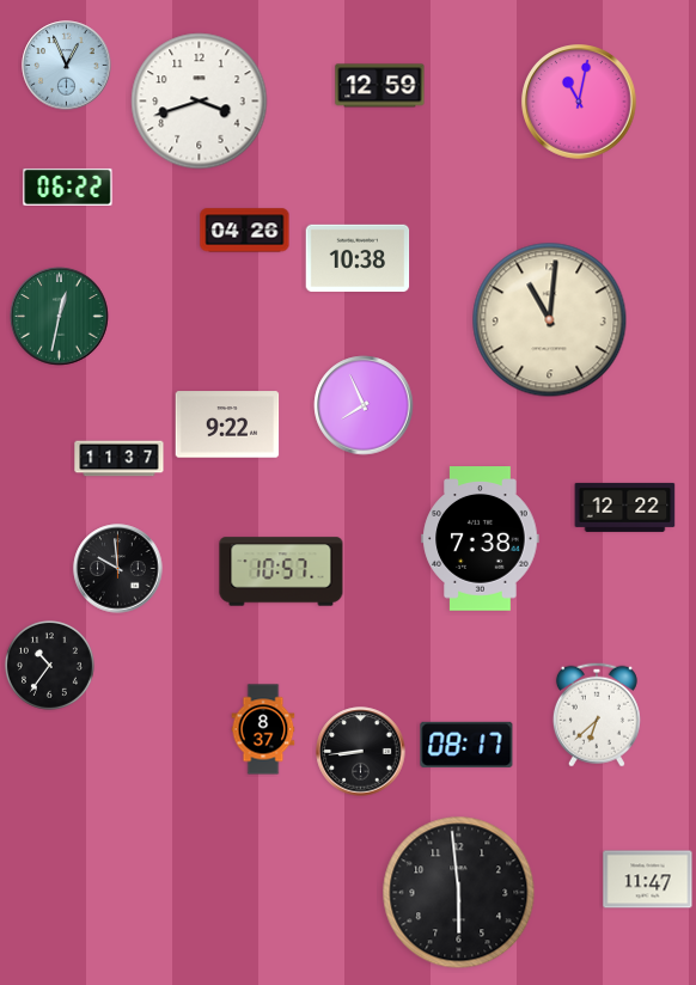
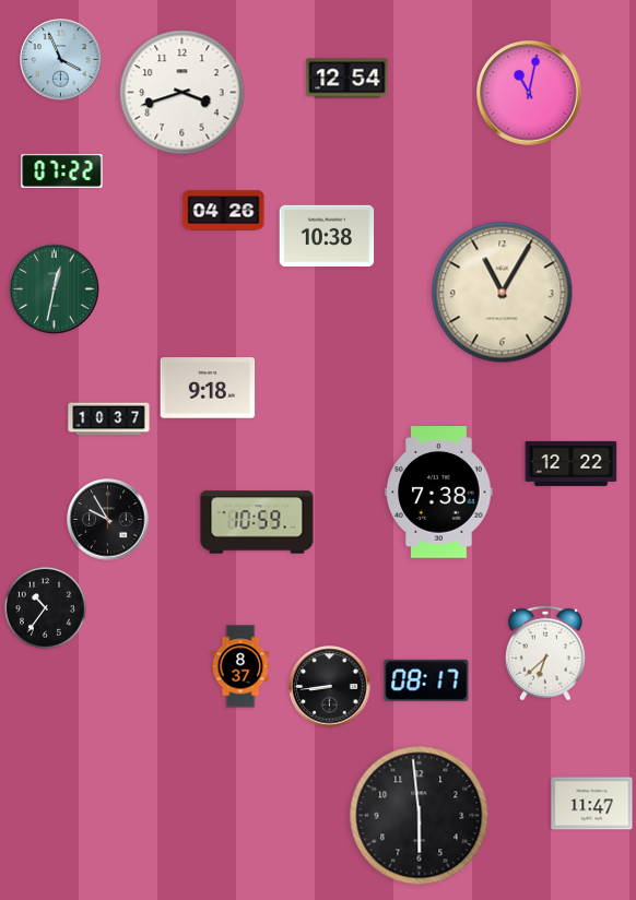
clock at (67, 66): 12:56 -> 3:56
clock at (380, 86): 12:59 -> 12:54
clock at (68, 186): 06:22 -> 07:22
clock at (550, 320): 11:01 -> 11:05
clock at (364, 405): 7:56 -> none
clock at (227, 424): 9:22 -> 9:18
clock at (120, 459): 11:37 -> 10:37
clock at (118, 569): 9:59 -> 9:55
clock at (281, 571): 10:57 -> 10:59
